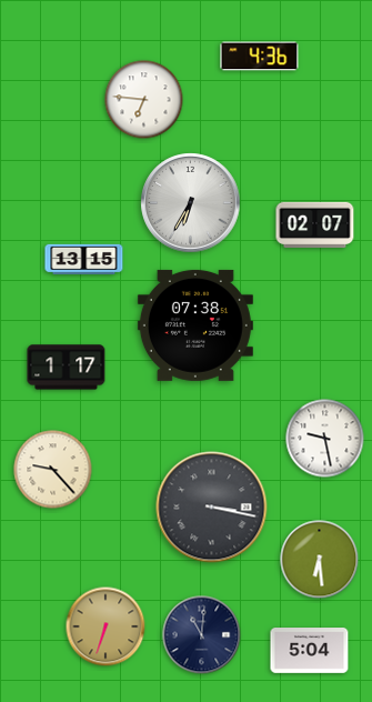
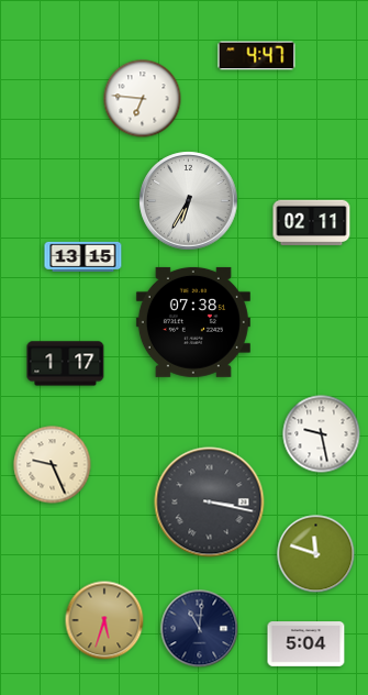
clock at (260, 57): 4:36 -> 4:47
clock at (315, 224): 02:07 -> 02:11
clock at (53, 470): 9:23 -> 9:26
clock at (320, 560): 6:29 -> 11:48
clock at (105, 626): 6:33 -> 5:33
